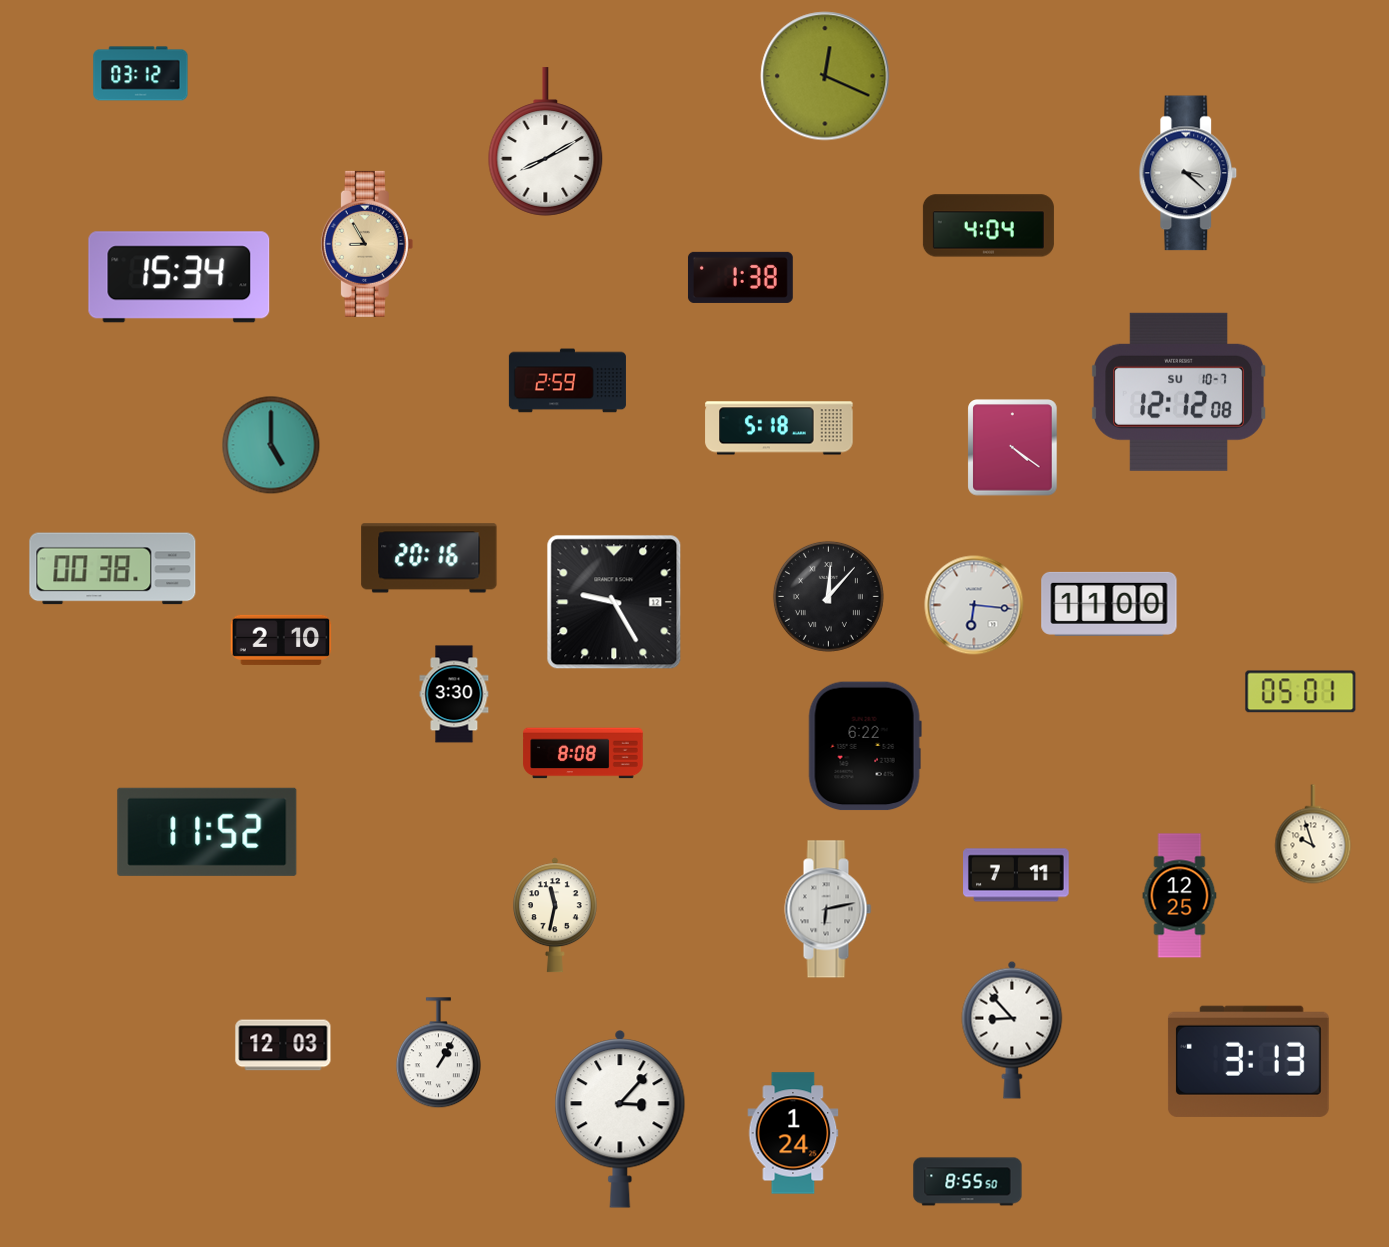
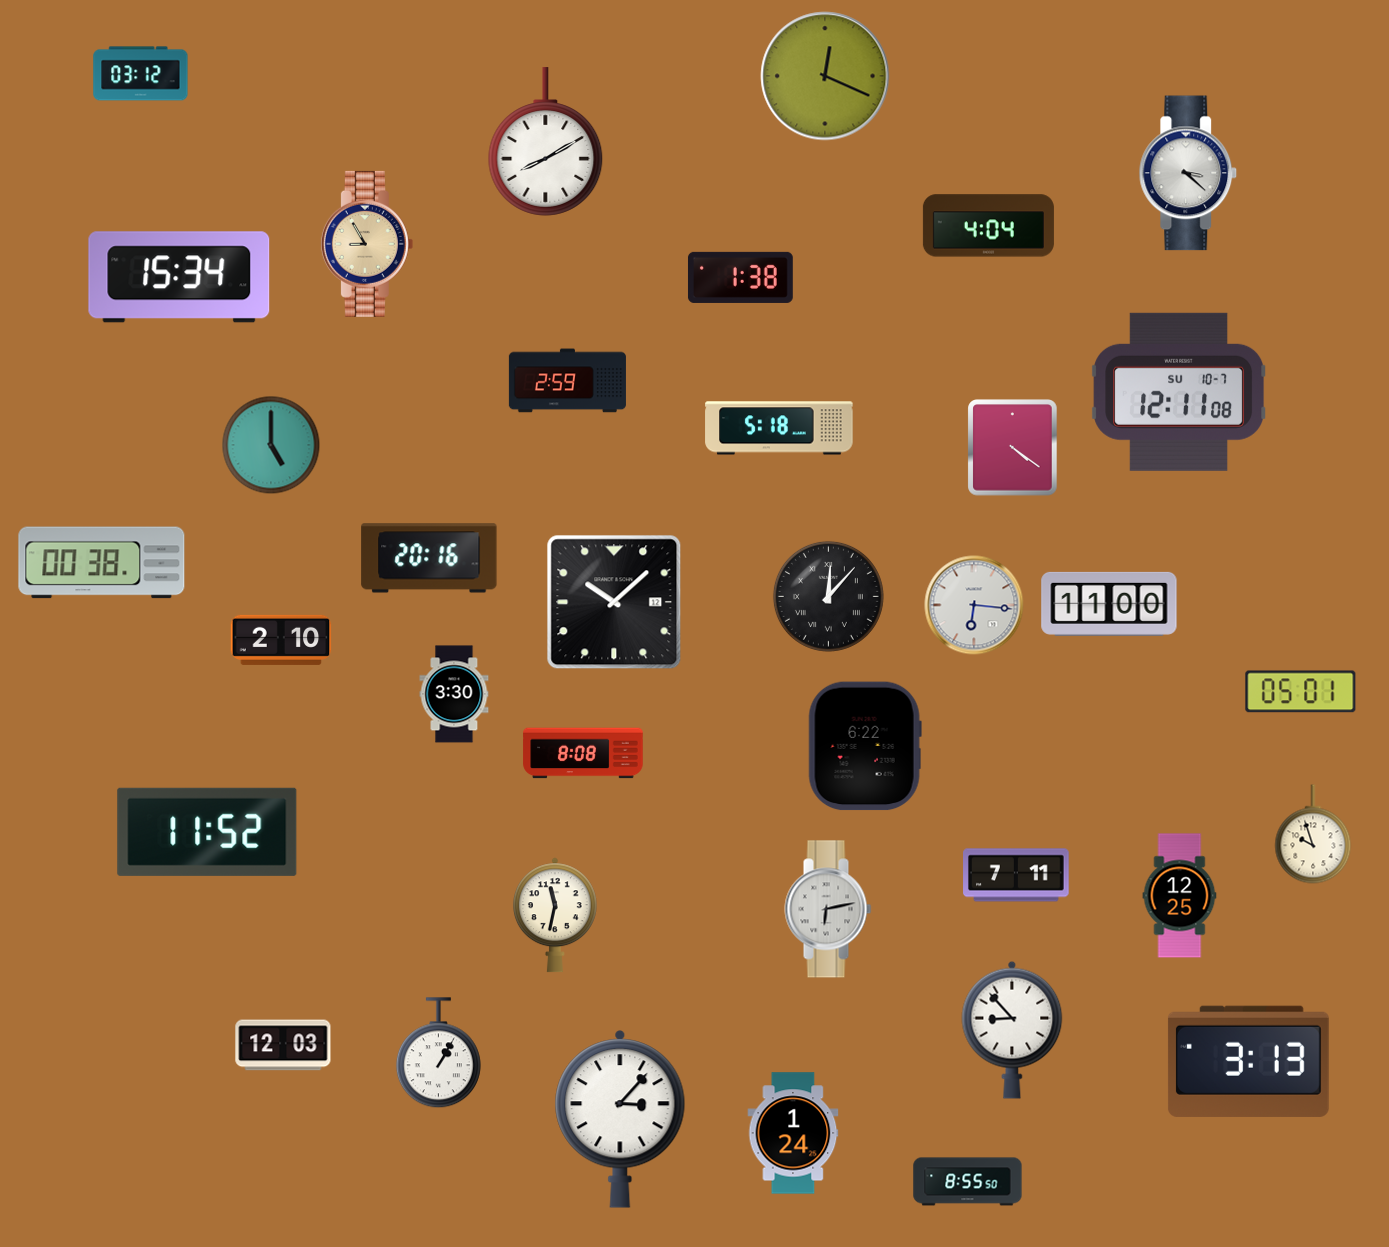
clock at (1179, 392): 12:12 -> 12:11
clock at (113, 569) position: (113, 569) -> (102, 563)
clock at (614, 602): 9:25 -> 10:08
